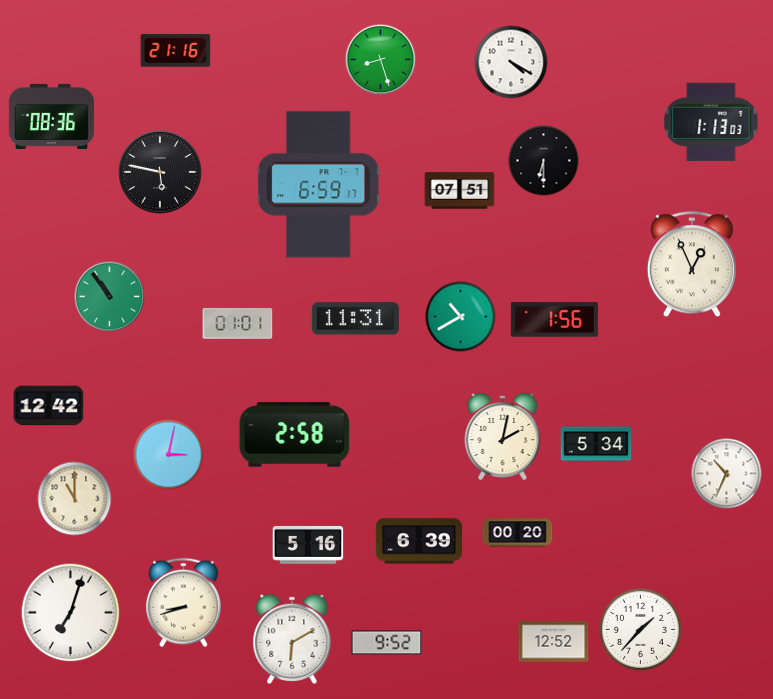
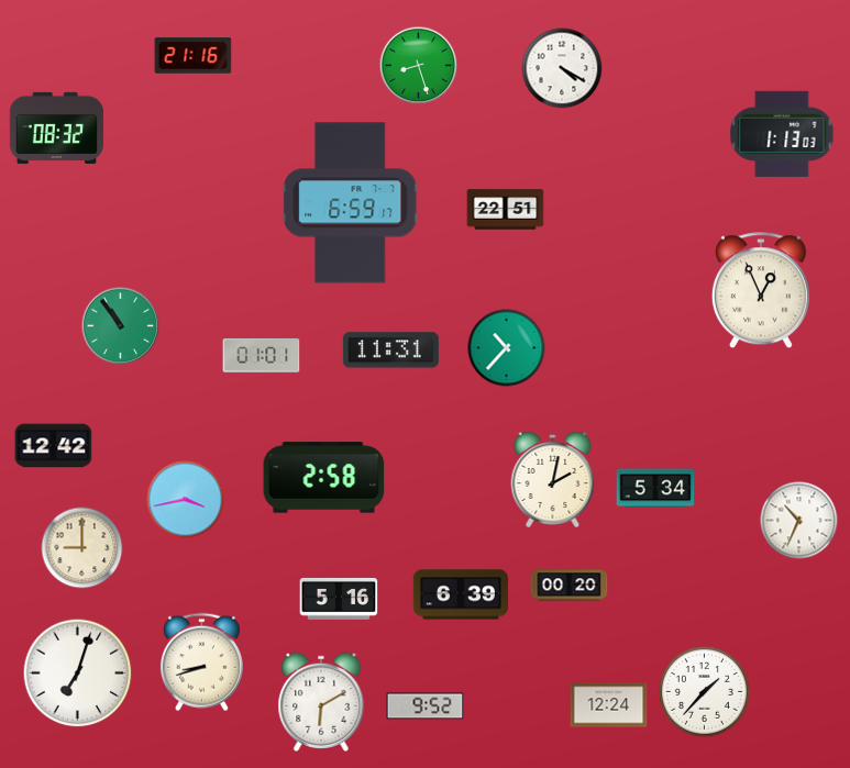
clock at (52, 116): 08:36 -> 08:32
clock at (544, 161): 6:30 -> none
clock at (160, 172): 5:47 -> none
clock at (460, 191): 07:51 -> 22:51
clock at (461, 317): 10:40 -> 10:37
clock at (554, 320): 1:56 -> none
clock at (169, 455): 3:02 -> 3:43
clock at (75, 499): 11:00 -> 9:00
clock at (554, 642): 12:52 -> 12:24
